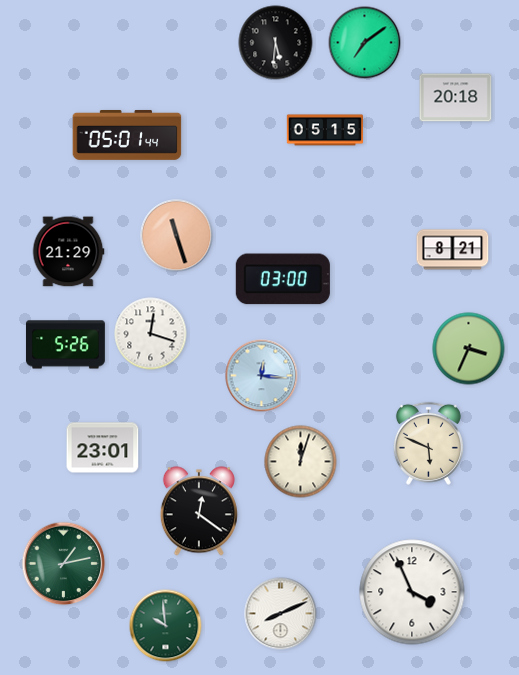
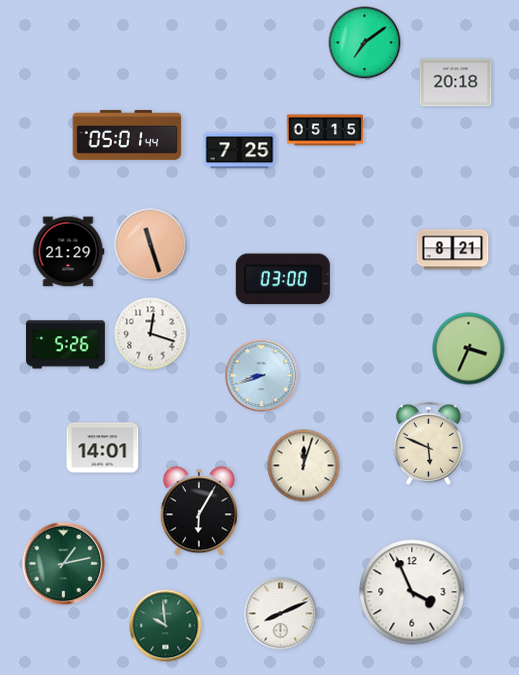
clock at (276, 43): 5:31 -> none
clock at (456, 98) position: (456, 98) -> (456, 83)
clock at (240, 151): none -> 7:25
clock at (177, 236) position: (177, 236) -> (151, 245)
clock at (262, 376): 12:16 -> 8:42
clock at (103, 448): 23:01 -> 14:01
clock at (301, 462) position: (301, 462) -> (304, 466)
clock at (199, 511): 12:21 -> 6:05
